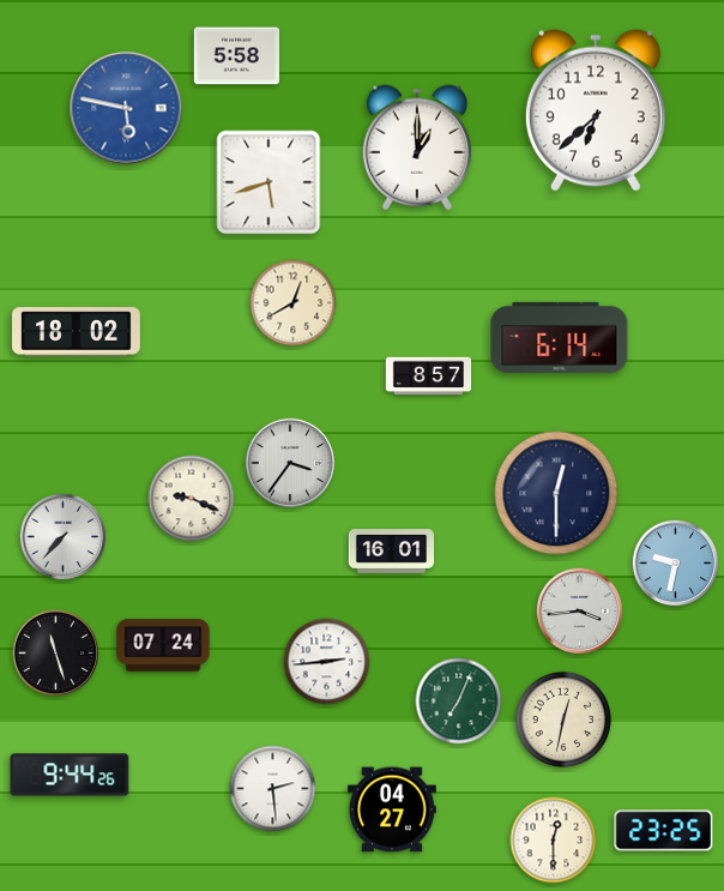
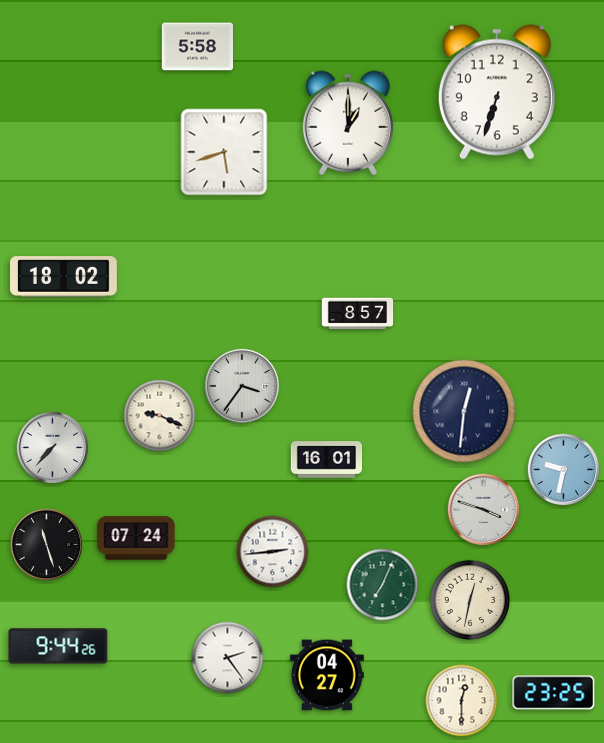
clock at (126, 108): 5:47 -> none
clock at (596, 110): 6:38 -> 6:33
clock at (294, 303): 12:40 -> none
clock at (560, 337): 6:14 -> none
clock at (556, 493): 12:30 -> 12:31
clock at (580, 612): 3:44 -> 3:48
clock at (273, 789): 2:29 -> 2:24
